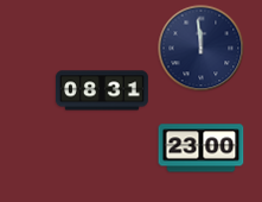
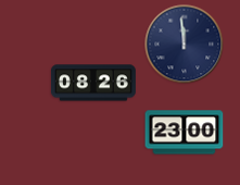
clock at (102, 90): 08:31 -> 08:26
clock at (202, 149) position: (202, 149) -> (185, 133)
